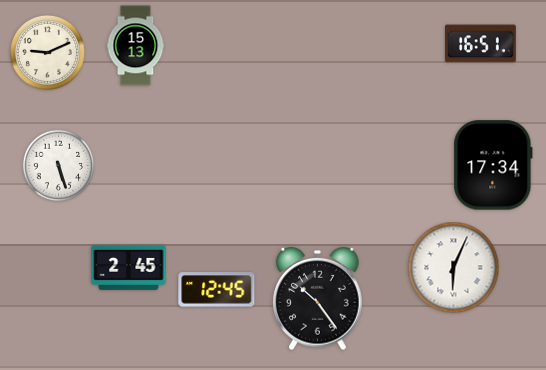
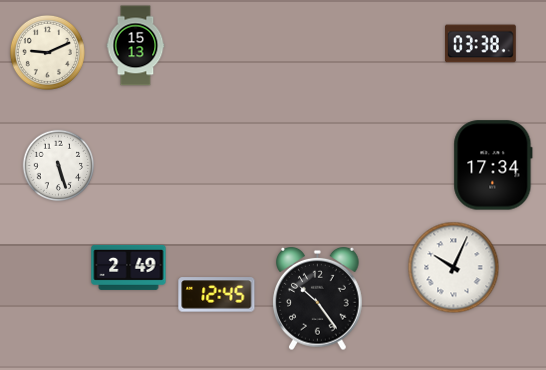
clock at (480, 44): 16:51 -> 03:38
clock at (129, 267): 2:45 -> 2:49
clock at (454, 268): 6:04 -> 10:04
clock at (217, 290) position: (217, 290) -> (217, 295)
